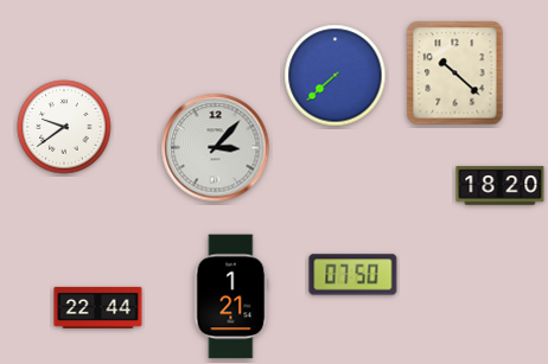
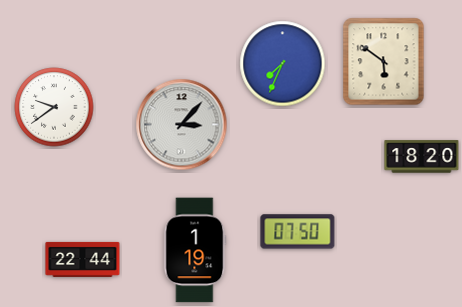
clock at (455, 74): 10:22 -> 5:51
clock at (336, 76): 7:38 -> 7:34
clock at (231, 296): 1:21 -> 1:19
